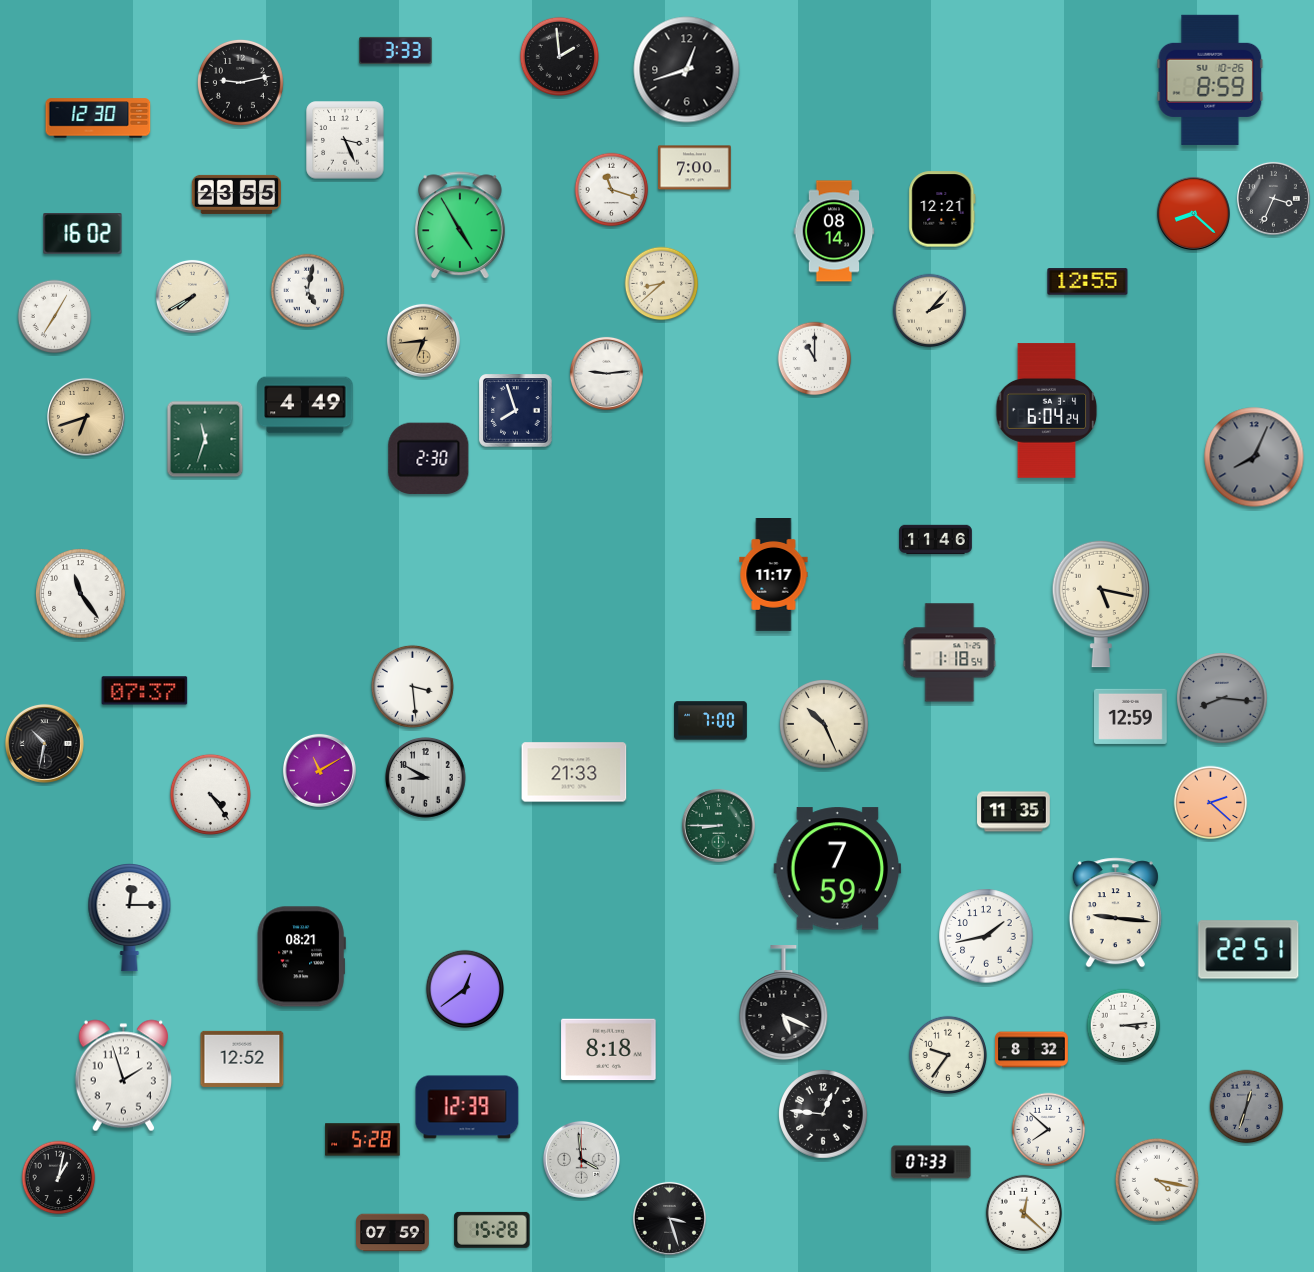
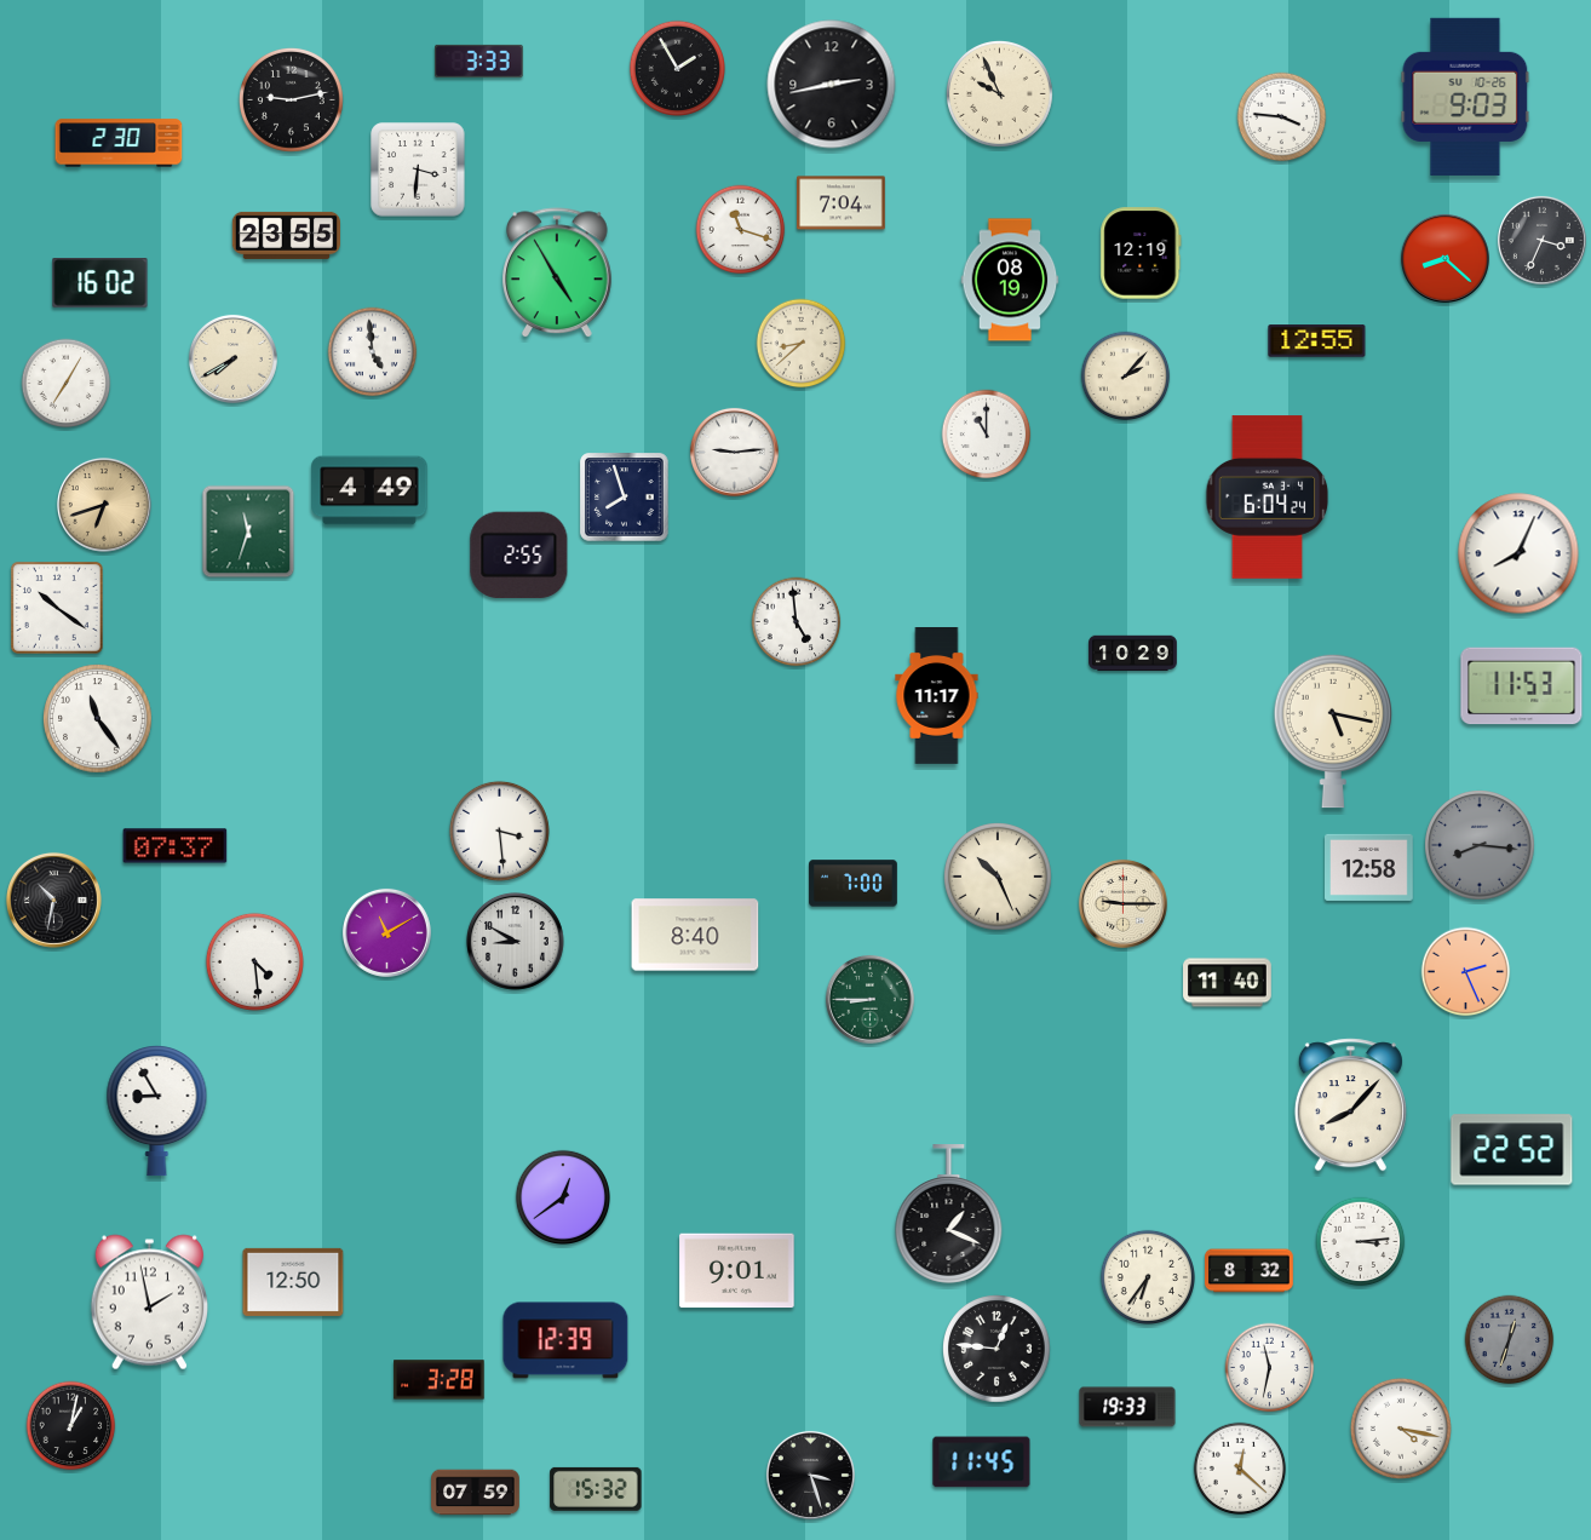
clock at (559, 56): 1:59 -> 1:55
clock at (687, 70): 12:42 -> 2:43
clock at (1000, 94): none -> 9:56
clock at (1210, 80): 8:59 -> 9:03
clock at (1282, 117): none -> 3:46
clock at (98, 118): 12:30 -> 2:30
clock at (345, 140): 3:26 -> 3:31
clock at (695, 168): 7:00 -> 7:04
clock at (942, 209): 12:21 -> 12:19
clock at (834, 231): 08:14 -> 08:19
clock at (308, 291): 5:02 -> 4:59
clock at (423, 340): 6:44 -> none
clock at (1254, 457) dial: grey -> white
clock at (429, 459): 2:30 -> 2:55
clock at (57, 609): none -> 10:21
clock at (797, 622): none -> 4:59
clock at (936, 540): 11:46 -> 10:29
clock at (1522, 686): none -> 11:53
clock at (950, 653): 1:18 -> none
clock at (145, 691) position: (145, 691) -> (176, 846)
clock at (1131, 716): 12:59 -> 12:58
clock at (711, 721) position: (711, 721) -> (854, 884)
clock at (1122, 903): none -> 9:15
clock at (574, 772): 21:33 -> 8:40
clock at (210, 794): 4:24 -> 4:29
clock at (1211, 803): 2:22 -> 2:26
clock at (1014, 812): 11:35 -> 11:40
clock at (838, 869): 7:59 -> none
clock at (1115, 913): 9:16 -> 8:07
clock at (130, 918): 12:15 -> 8:55
clock at (986, 936): 1:43 -> none
clock at (1249, 950): 22:51 -> 22:52
clock at (301, 957): 08:21 -> none
clock at (784, 1003): 5:19 -> 1:19
clock at (609, 1050): 8:18 -> 9:01
clock at (947, 1054): 9:36 -> 6:36
clock at (242, 1059): 12:52 -> 12:50
clock at (123, 1076): 1:57 -> 1:58
clock at (1049, 1130): 7:52 -> 11:32
clock at (363, 1140): 5:28 -> 3:28
clock at (581, 1159): 3:59 -> none
clock at (931, 1162): 07:33 -> 19:33
clock at (982, 1463): none -> 11:45
clock at (492, 1230): 15:28 -> 15:32
